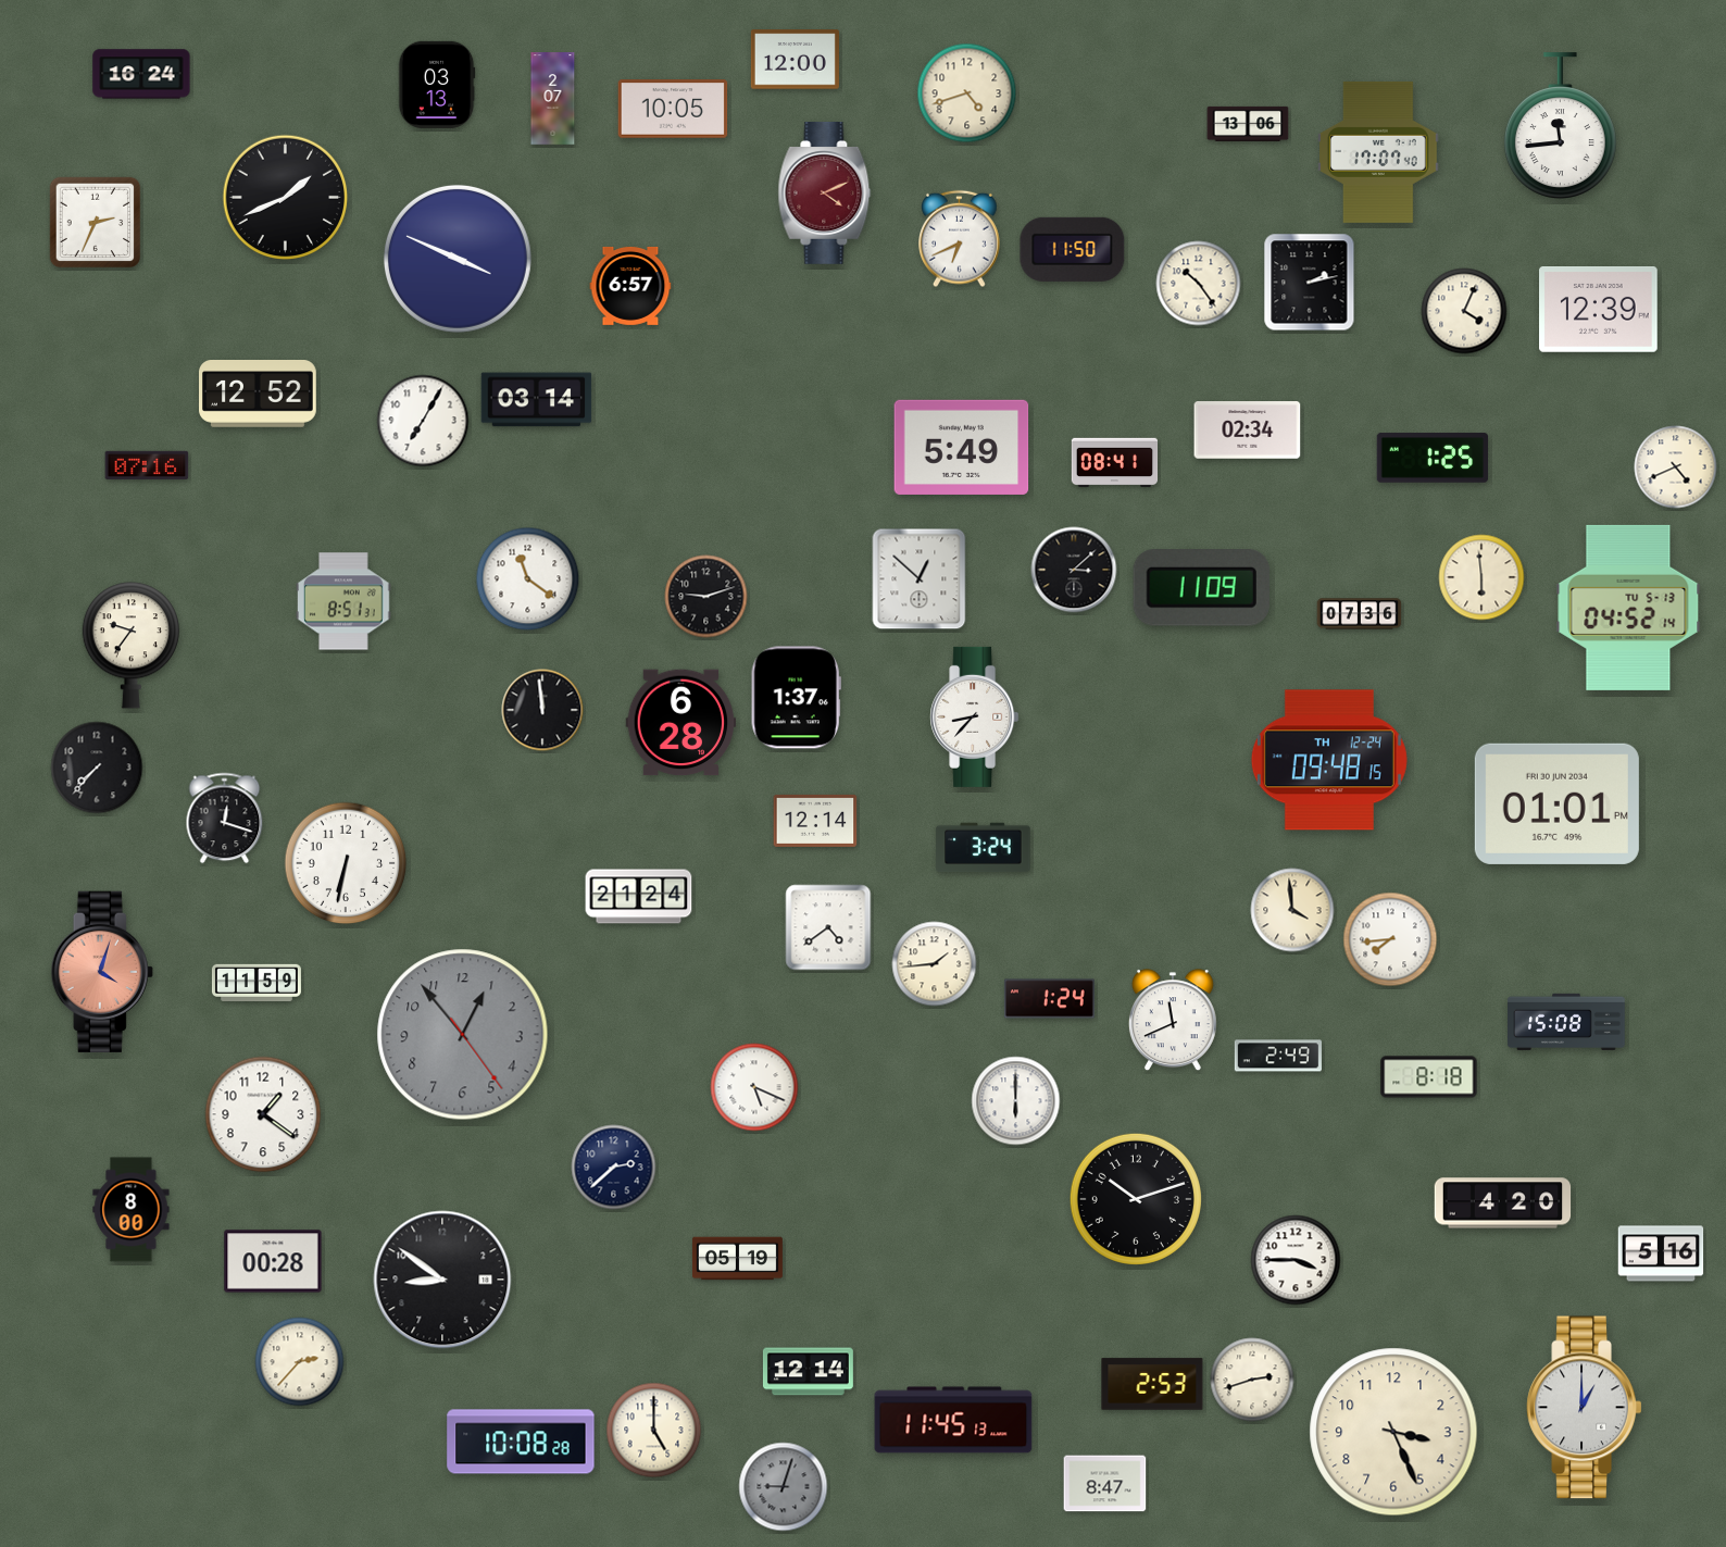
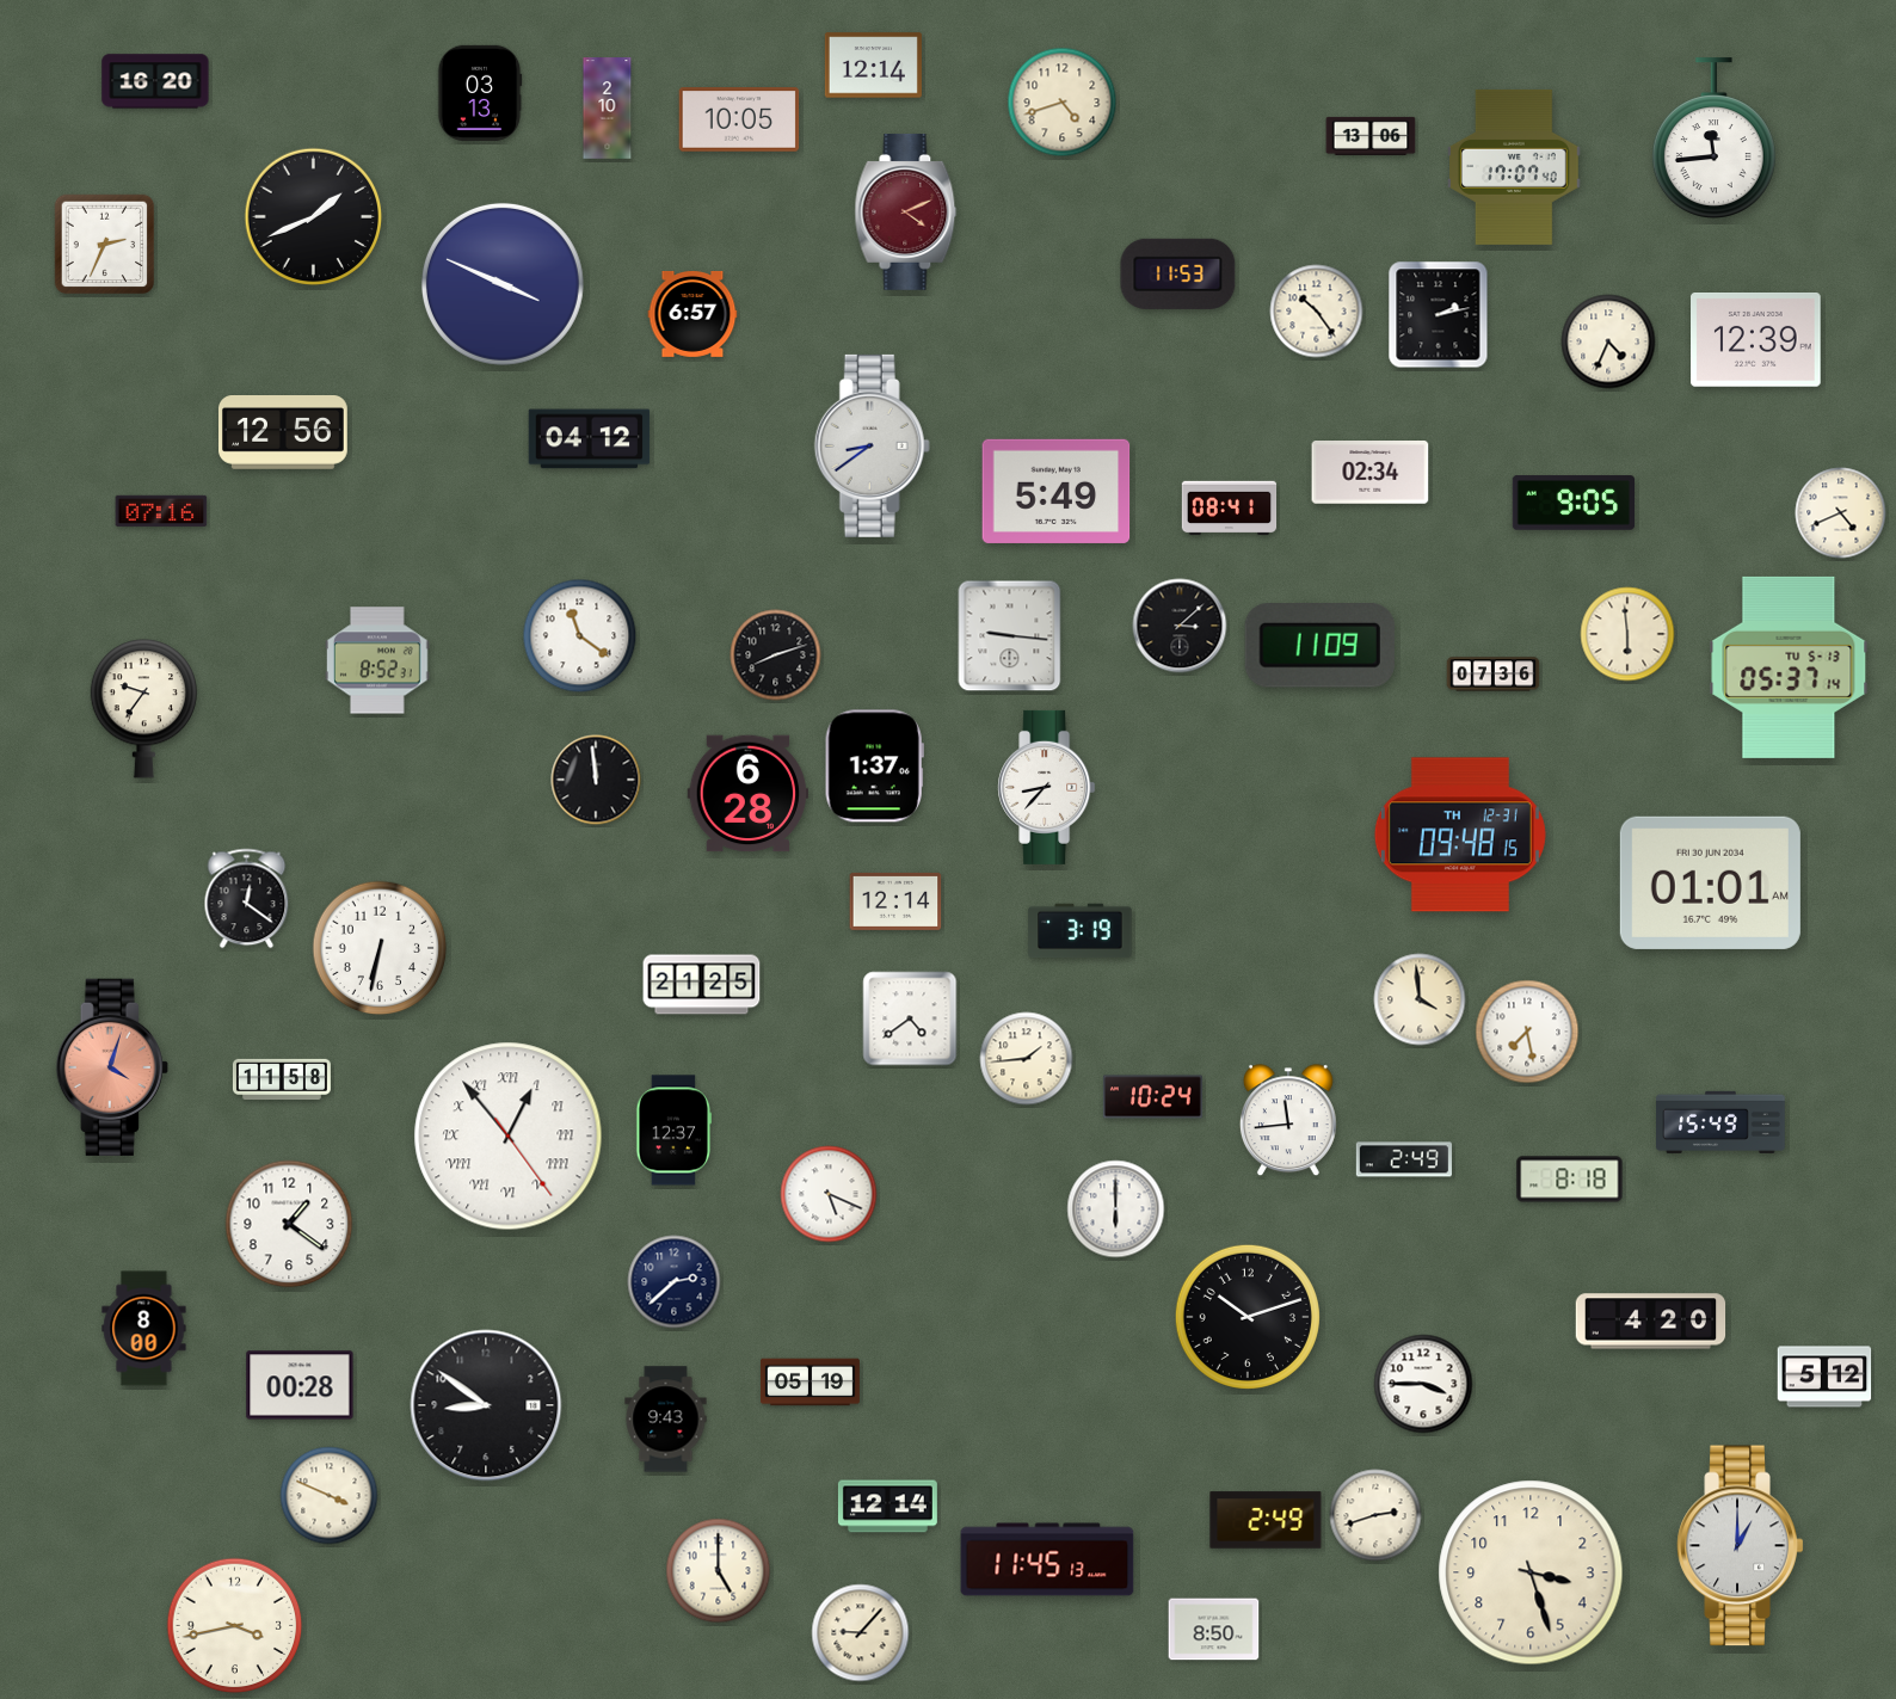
clock at (795, 60): 12:00 -> 12:14
clock at (141, 74): 16:24 -> 16:20
clock at (553, 99): 2:07 -> 2:10
clock at (960, 239): 6:41 -> none
clock at (1073, 249): 11:50 -> 11:53
clock at (1310, 283) position: (1310, 283) -> (1439, 315)
clock at (1464, 311): 4:04 -> 4:34
clock at (259, 395): 12:52 -> 12:56
clock at (537, 400): 03:14 -> 04:12
clock at (872, 445): none -> 8:39
clock at (423, 421): 7:05 -> none
clock at (1433, 458): 1:25 -> 9:05
clock at (1115, 463) position: (1115, 463) -> (1230, 509)
clock at (920, 579): 12:52 -> 9:16
clock at (706, 597): 9:12 -> 8:12
clock at (345, 601): 8:51 -> 8:52
clock at (1628, 608): 04:52 -> 05:37
clock at (975, 716) position: (975, 716) -> (1047, 787)
clock at (1329, 760) date: TH 12-24 -> TH 12-31
clock at (97, 768): 7:37 -> none
clock at (1556, 803): 01:01 PM -> 01:01 AM
clock at (225, 819): 12:18 -> 12:21
clock at (984, 848): 3:24 -> 3:19
clock at (639, 897): 21:24 -> 21:25
clock at (1390, 939): 7:44 -> 7:28
clock at (257, 982): 11:59 -> 11:58
clock at (1049, 999): 1:24 -> 10:24
clock at (1173, 1021): 11:41 -> 11:44
clock at (1567, 1022): 15:08 -> 15:49
clock at (675, 1131): none -> 12:37
clock at (463, 1035) dial: grey -> white
clock at (463, 1035) numerals: Arabic -> Roman
clock at (1429, 1077) position: (1429, 1077) -> (1570, 1180)
clock at (1661, 1253): 5:16 -> 5:12
clock at (666, 1420): none -> 9:43
clock at (300, 1362): 2:37 -> 3:49
clock at (1152, 1384): 2:53 -> 2:49
clock at (1393, 1432): 3:26 -> 3:27
clock at (521, 1442): 10:08 -> none
clock at (235, 1626): none -> 3:43
clock at (1105, 1484): 8:47 -> 8:50
clock at (784, 1487): 9:03 -> 9:07
clock at (784, 1487) dial: grey -> cream
